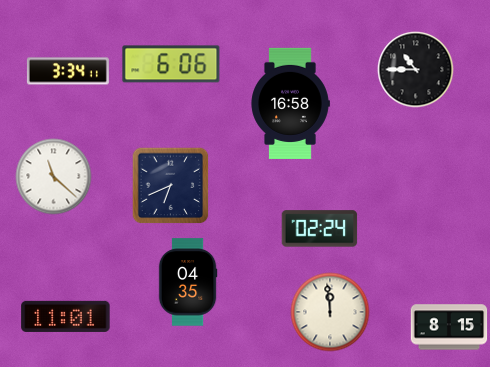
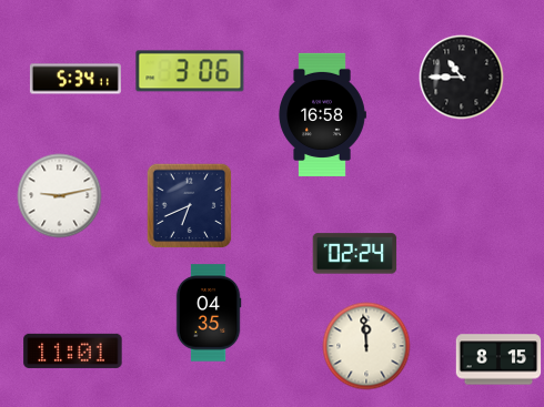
clock at (171, 64): 6:06 -> 3:06
clock at (68, 71): 3:34 -> 5:34
clock at (54, 177): 11:22 -> 9:13
clock at (449, 327) position: (449, 327) -> (498, 359)
